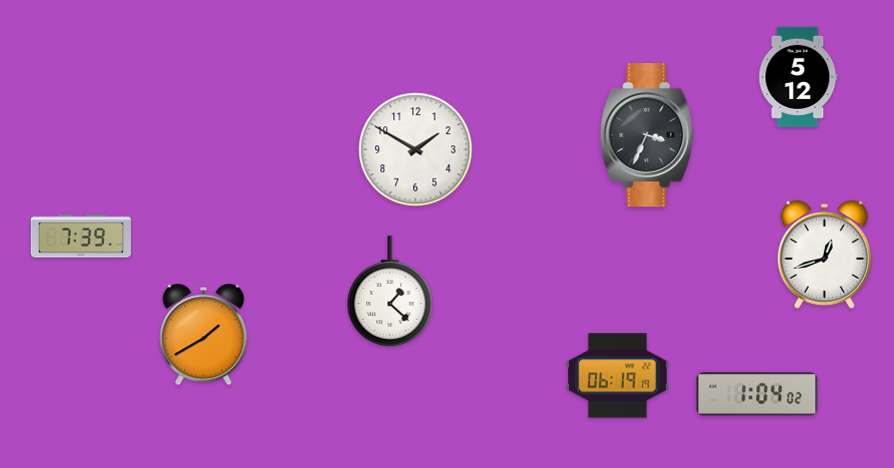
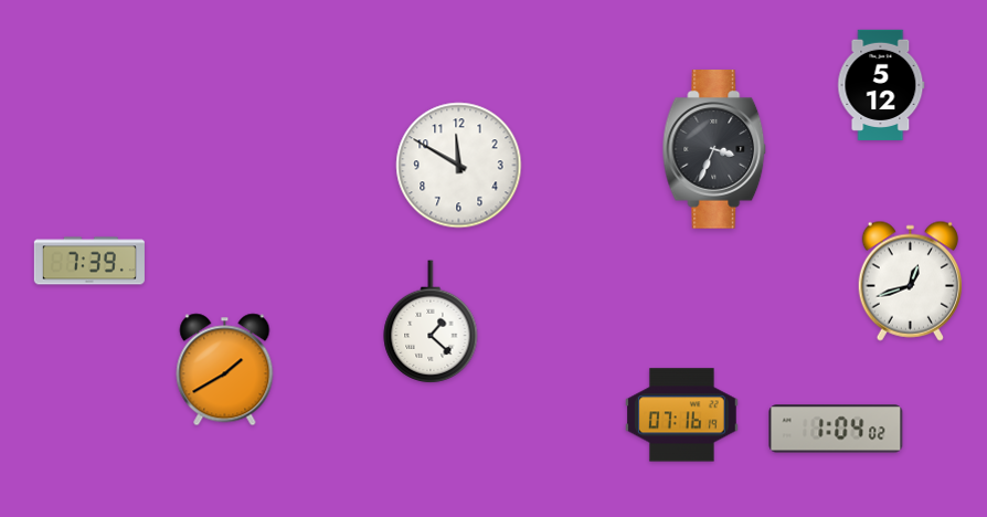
clock at (416, 150): 1:50 -> 11:50
clock at (618, 376): 06:19 -> 07:16
clock at (757, 394) position: (757, 394) -> (836, 429)
